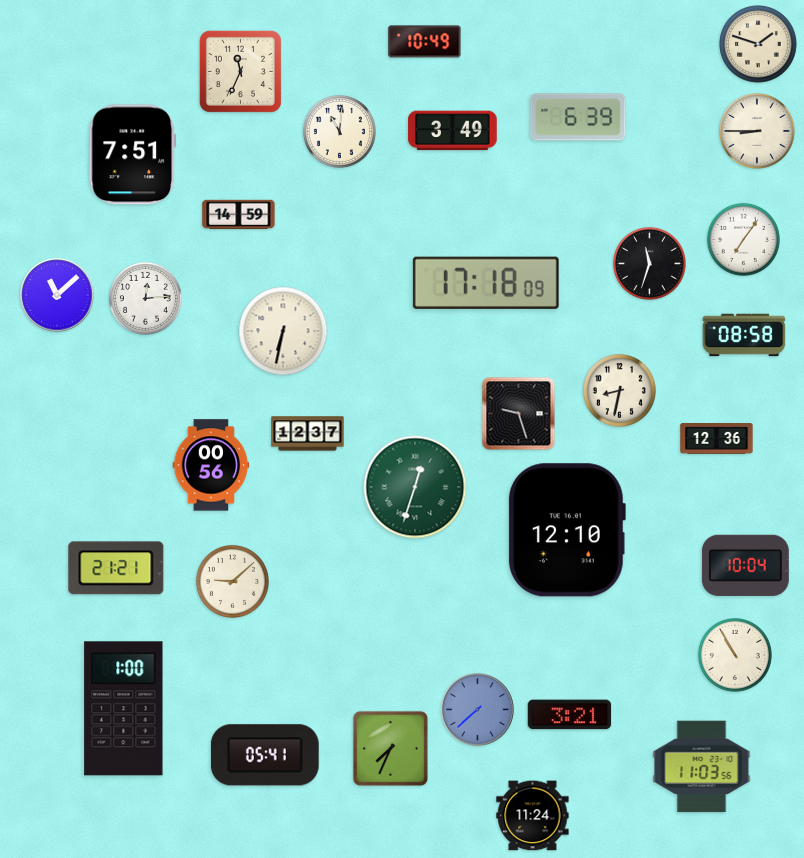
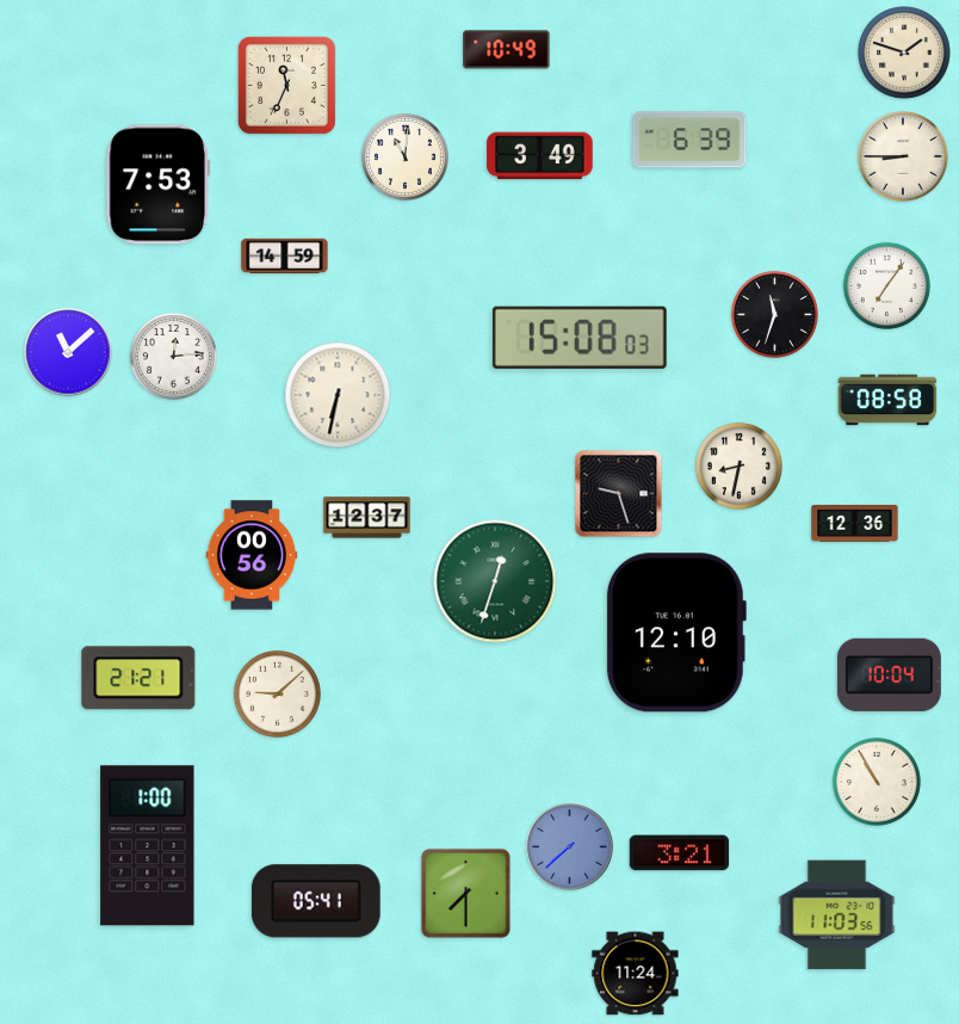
clock at (133, 155): 7:51 -> 7:53
clock at (486, 283): 17:18 -> 15:08
clock at (390, 748): 7:34 -> 7:30
